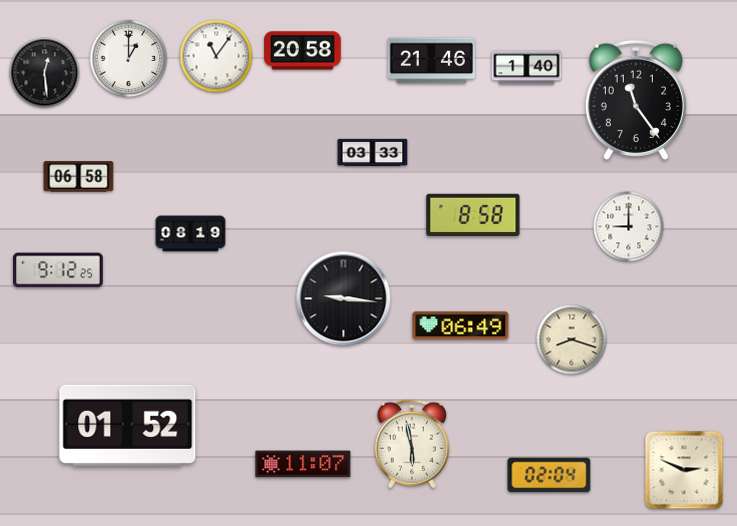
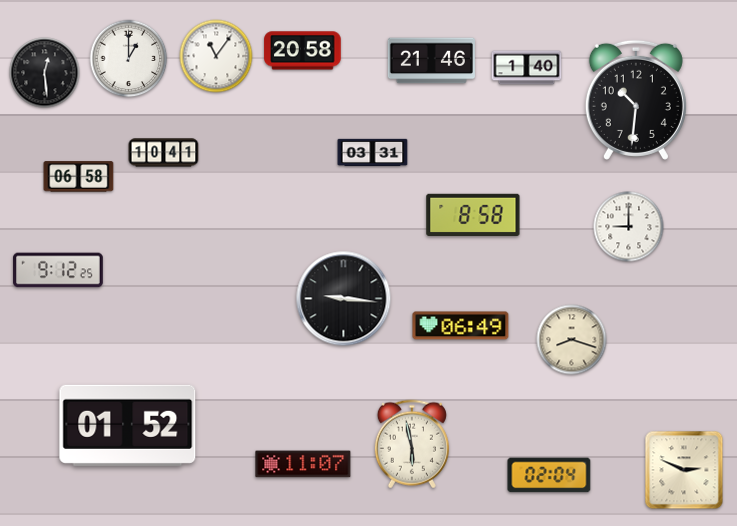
clock at (636, 100): 11:24 -> 10:31
clock at (164, 153): none -> 10:41
clock at (373, 153): 03:33 -> 03:31
clock at (191, 234): 08:19 -> none
